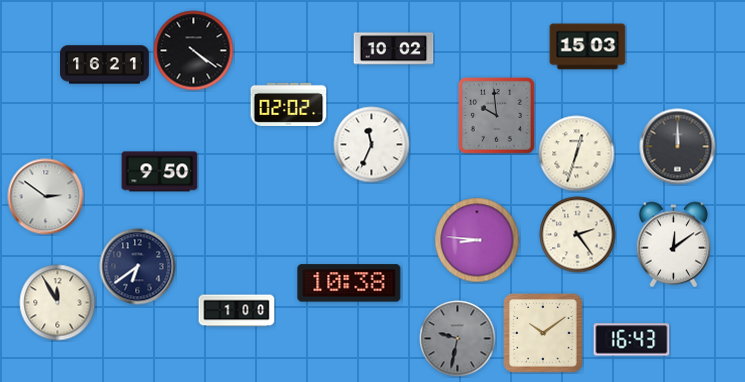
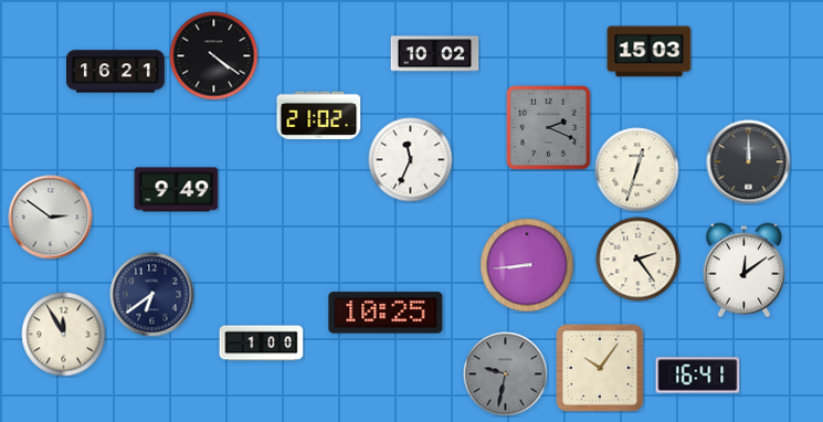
clock at (289, 104): 02:02 -> 21:02
clock at (496, 115): 9:59 -> 2:19
clock at (160, 172): 9:50 -> 9:49
clock at (477, 240): 8:46 -> 8:44
clock at (349, 283): 10:38 -> 10:25
clock at (543, 333): 10:09 -> 10:06
clock at (632, 340): 16:43 -> 16:41
